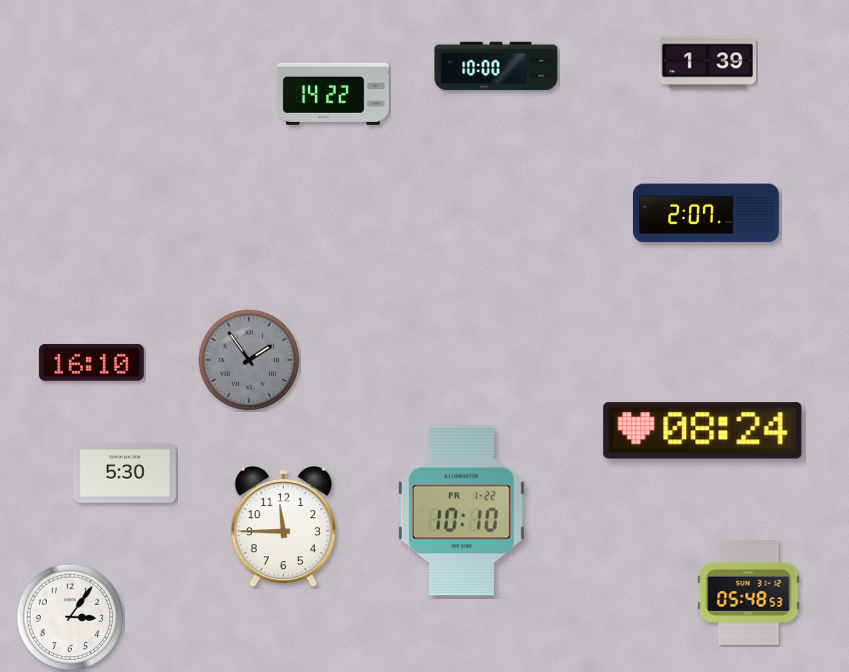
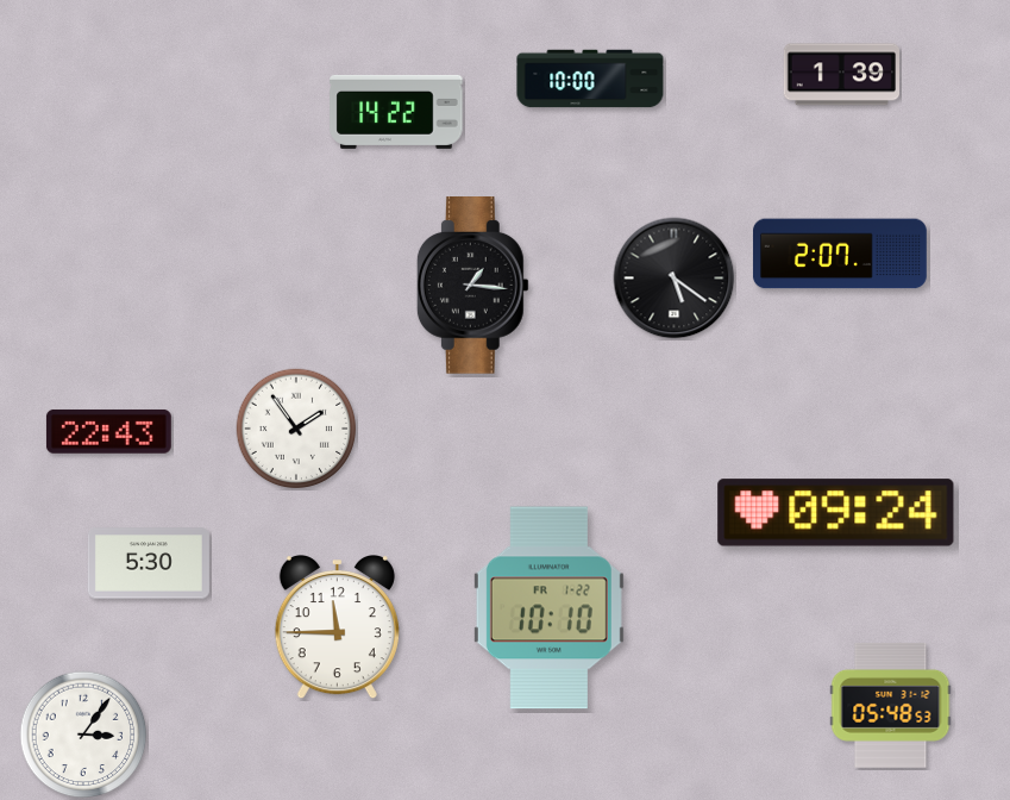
clock at (675, 279): none -> 5:21
clock at (472, 286): none -> 1:16
clock at (249, 360) dial: grey -> white
clock at (91, 362): 16:10 -> 22:43
clock at (703, 431): 08:24 -> 09:24
